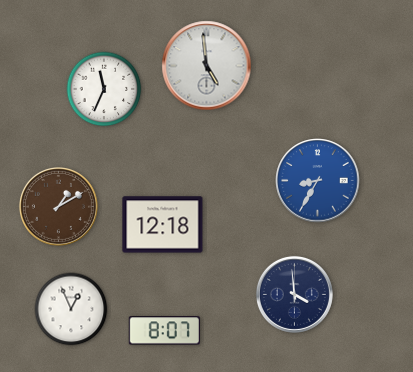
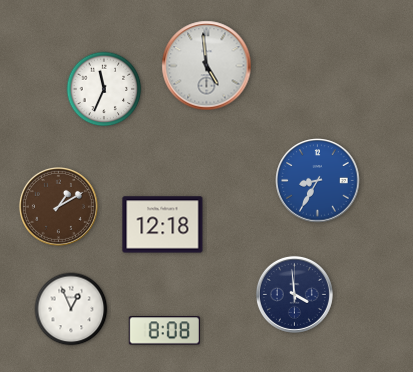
clock at (164, 331): 8:07 -> 8:08
